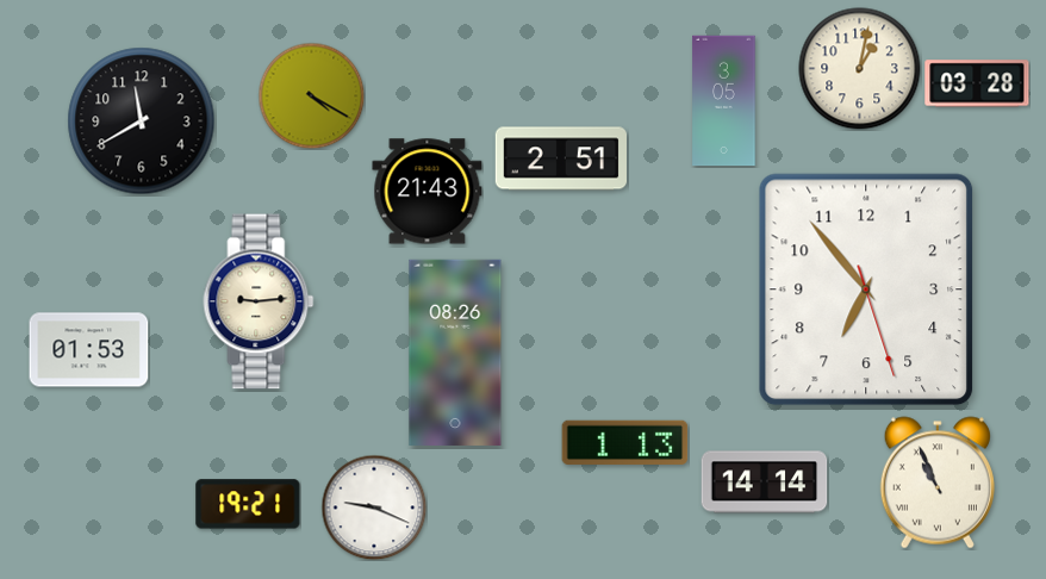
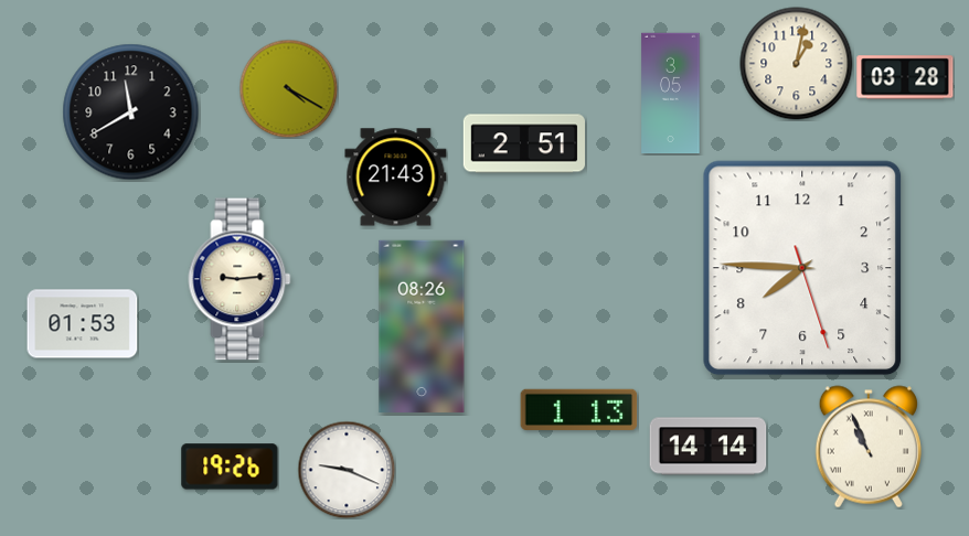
clock at (560, 158) position: (560, 158) -> (523, 143)
clock at (866, 289): 6:53 -> 7:45
clock at (248, 504): 19:21 -> 19:26
